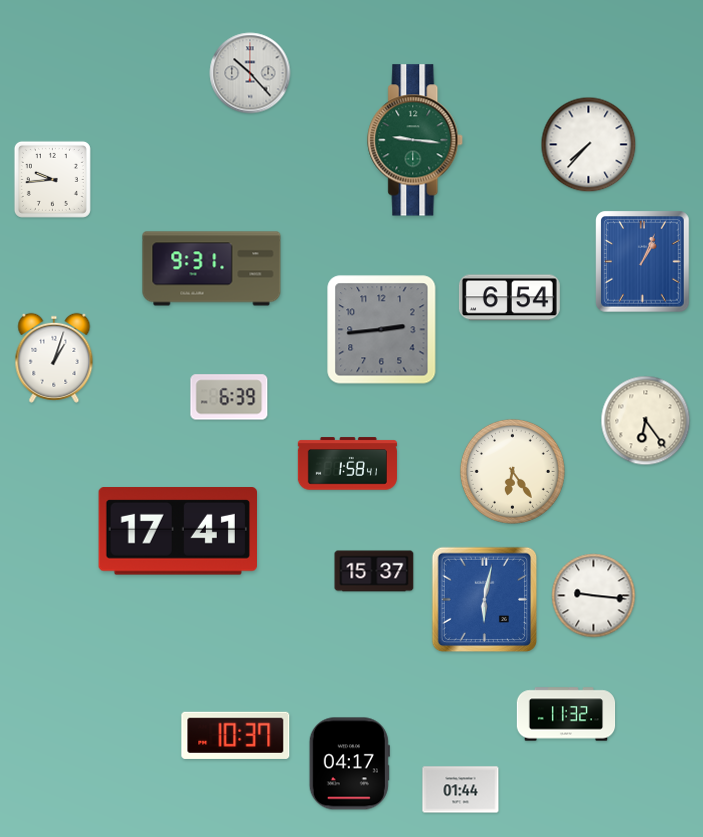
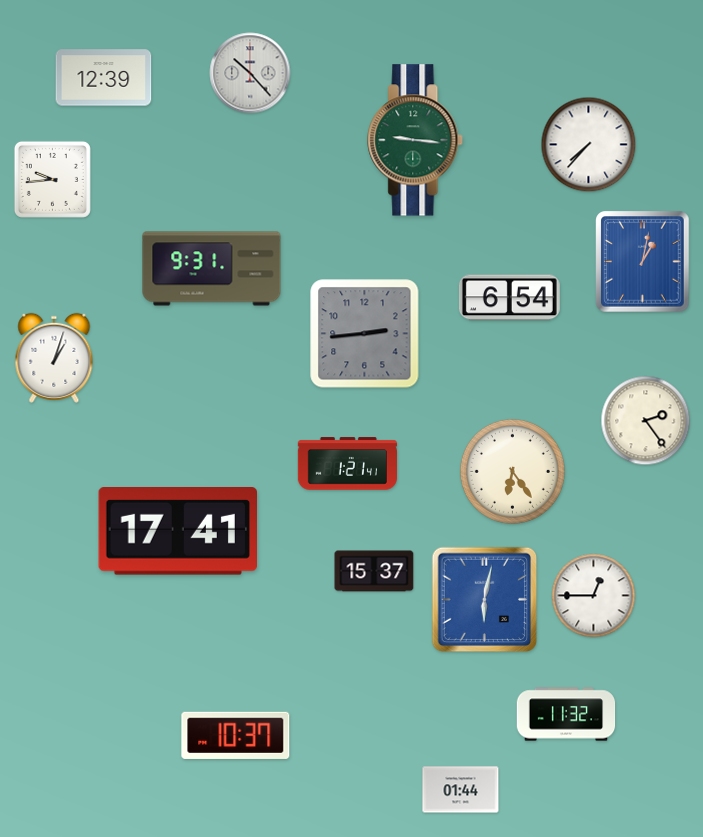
clock at (104, 78): none -> 12:39
clock at (643, 262): 1:04 -> 1:02
clock at (382, 330) position: (382, 330) -> (365, 334)
clock at (229, 397): 6:39 -> none
clock at (646, 421): 6:24 -> 2:24
clock at (347, 464): 1:58 -> 1:21
clock at (594, 596): 9:16 -> 12:45
clock at (349, 764): 04:17 -> none
